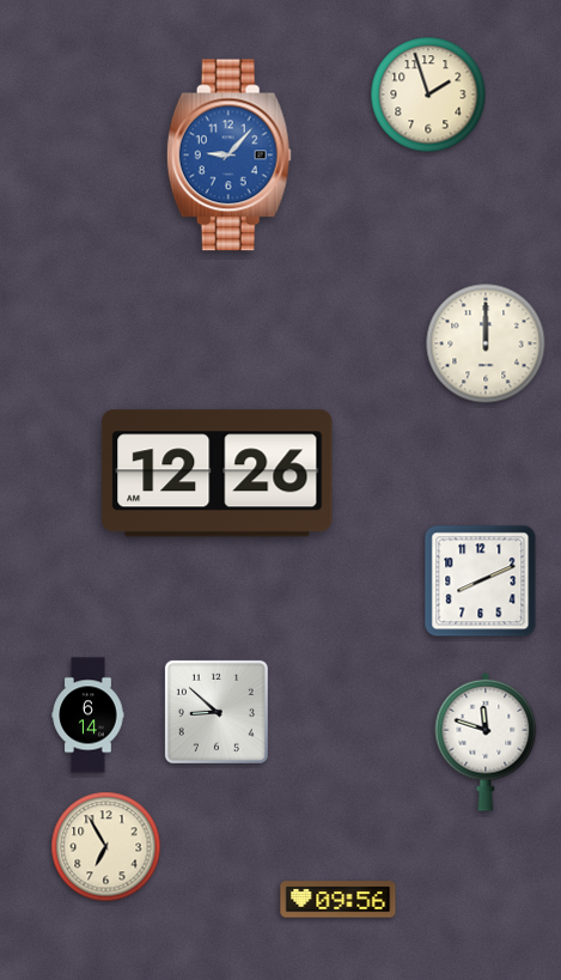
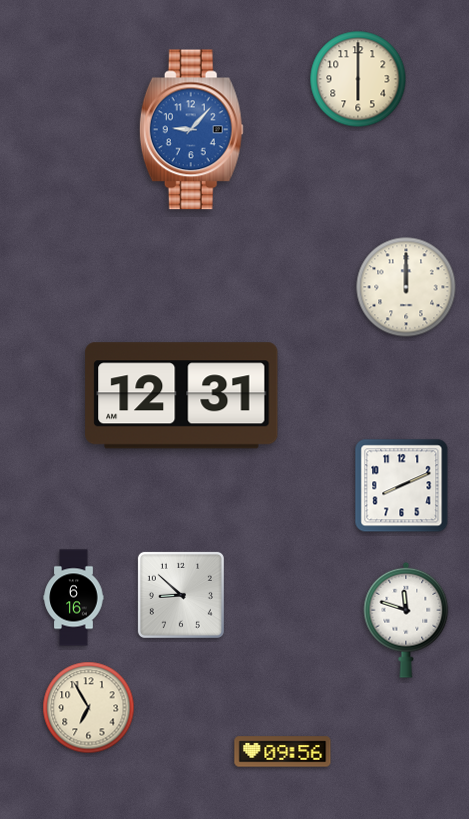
clock at (428, 95): 1:57 -> 6:00
clock at (218, 474): 12:26 -> 12:31
clock at (89, 716): 6:14 -> 6:16
